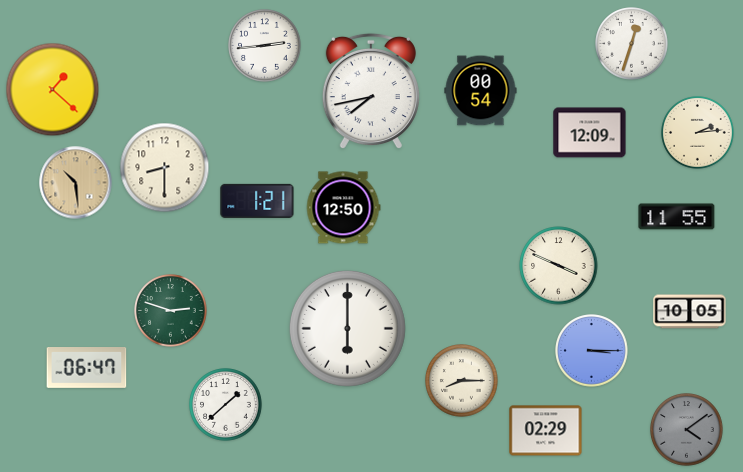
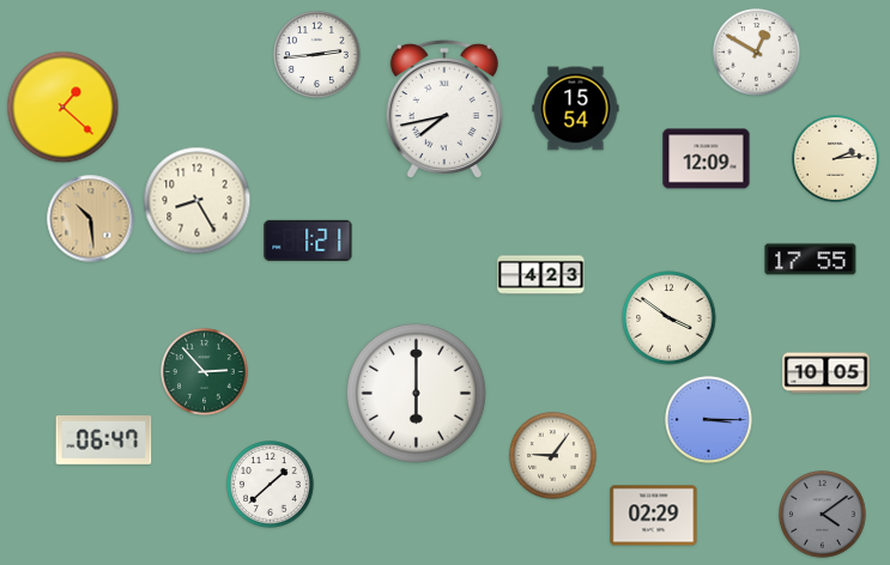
clock at (632, 44): 12:33 -> 12:50
clock at (481, 91): 00:54 -> 15:54
clock at (165, 168): 8:30 -> 8:25
clock at (343, 208): 12:50 -> none
clock at (677, 217): 11:55 -> 17:55
clock at (541, 275): none -> 4:23
clock at (559, 266): 3:49 -> 3:51
clock at (171, 311): 2:48 -> 2:53
clock at (462, 381): 8:15 -> 9:06
